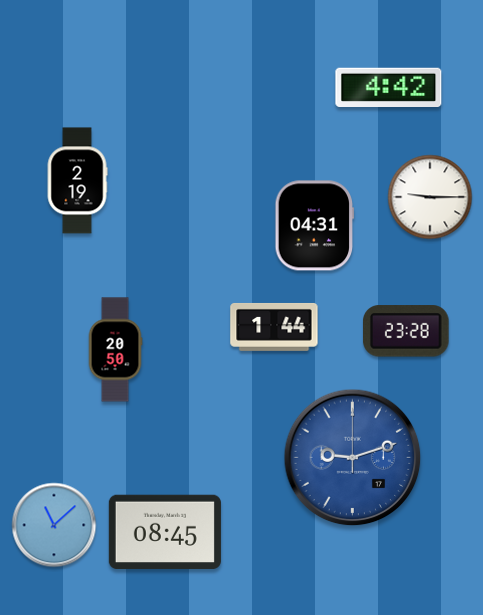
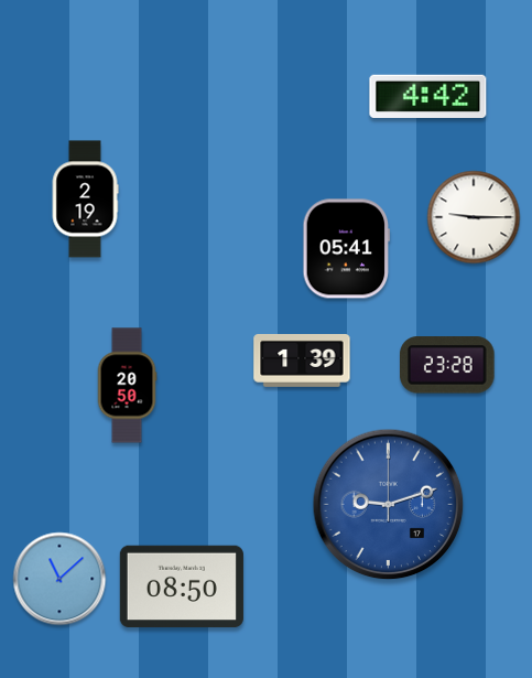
clock at (315, 226): 04:31 -> 05:41
clock at (274, 327): 1:44 -> 1:39
clock at (165, 532): 08:45 -> 08:50
